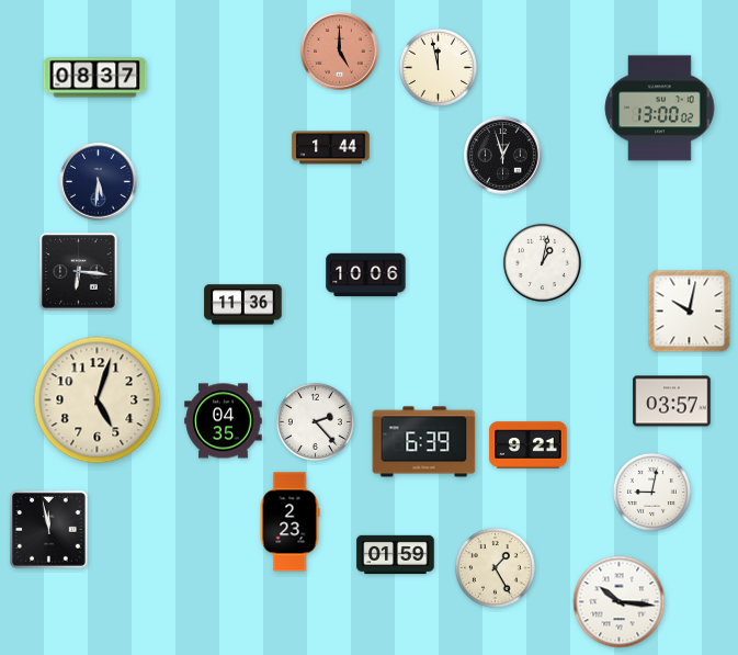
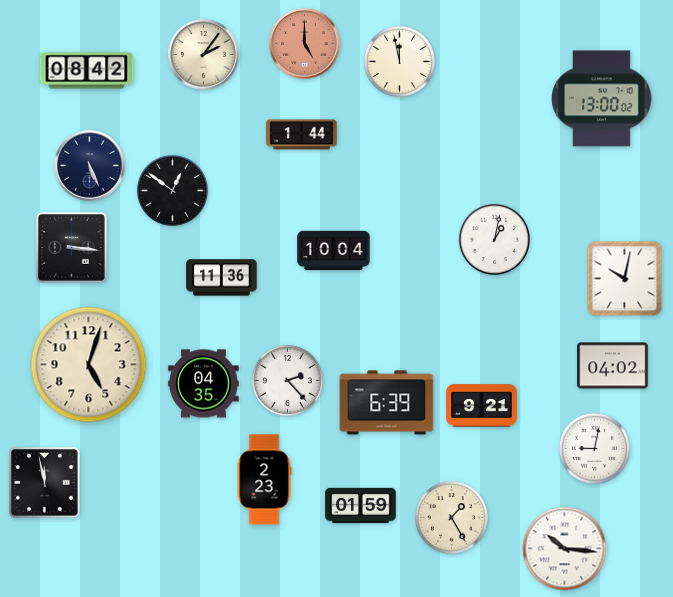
clock at (340, 52) position: (340, 52) -> (305, 44)
clock at (204, 55): none -> 2:06
clock at (95, 78): 08:37 -> 08:42
clock at (503, 156): 12:57 -> none
clock at (99, 182): 5:31 -> 5:26
clock at (172, 190): none -> 12:51
clock at (79, 272): 6:16 -> 3:16
clock at (366, 275): 10:06 -> 10:04
clock at (690, 312) position: (690, 312) -> (625, 279)
clock at (672, 402): 03:57 -> 04:02
clock at (315, 421) position: (315, 421) -> (287, 380)
clock at (289, 522) position: (289, 522) -> (264, 480)
